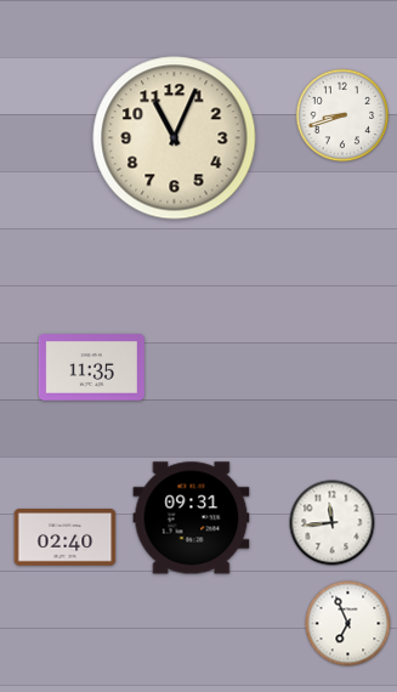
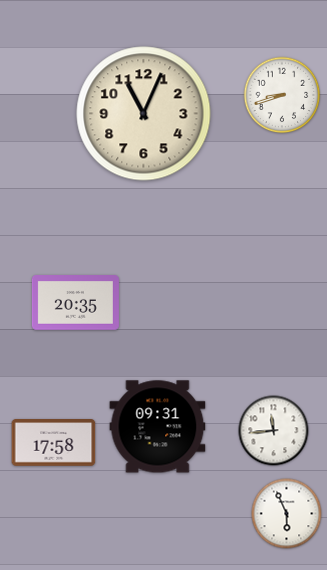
clock at (91, 368): 11:35 -> 20:35
clock at (66, 538): 02:40 -> 17:58
clock at (348, 624): 6:56 -> 5:56
